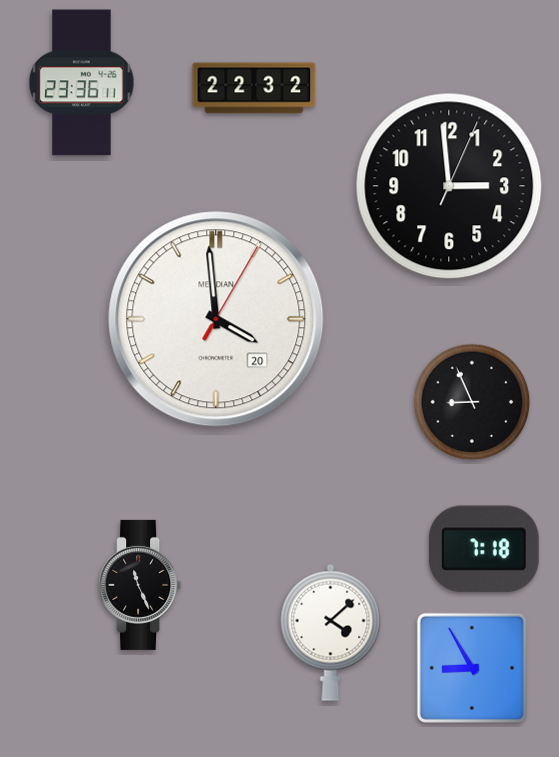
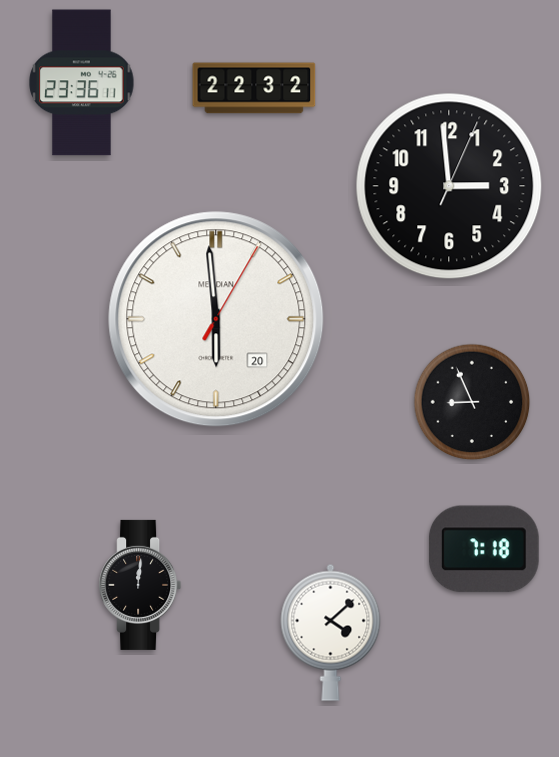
clock at (216, 319): 3:59 -> 5:59
clock at (140, 585): 11:26 -> 12:01
clock at (472, 668): 8:55 -> none
